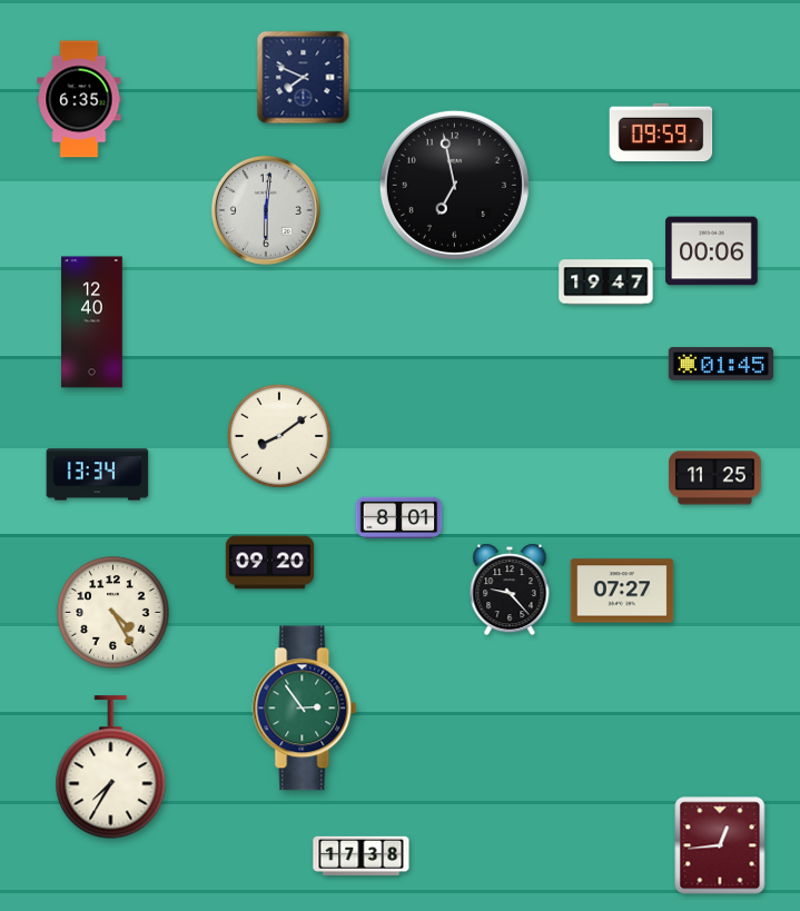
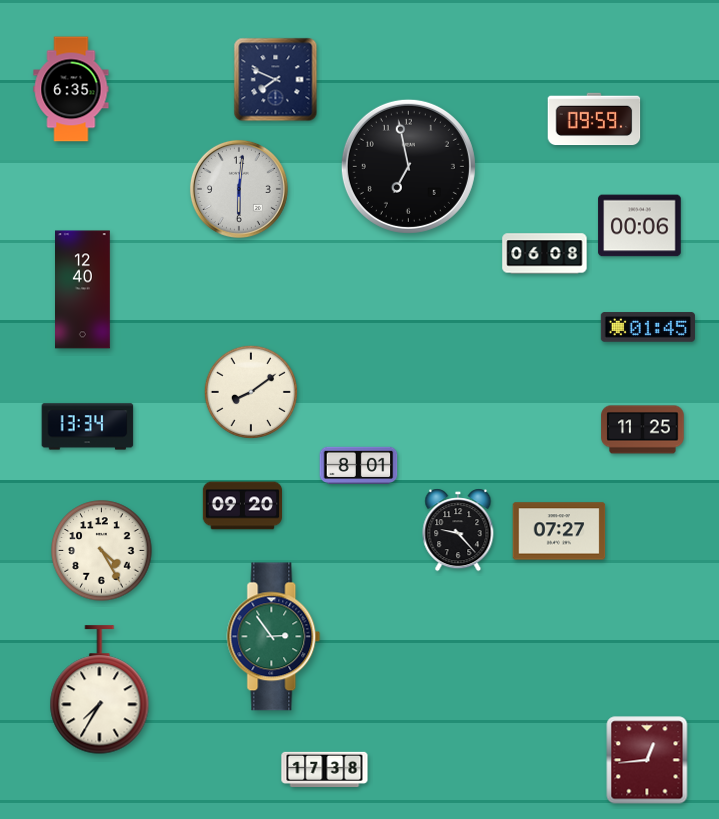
clock at (304, 78) position: (304, 78) -> (276, 80)
clock at (606, 283): 19:47 -> 06:08
